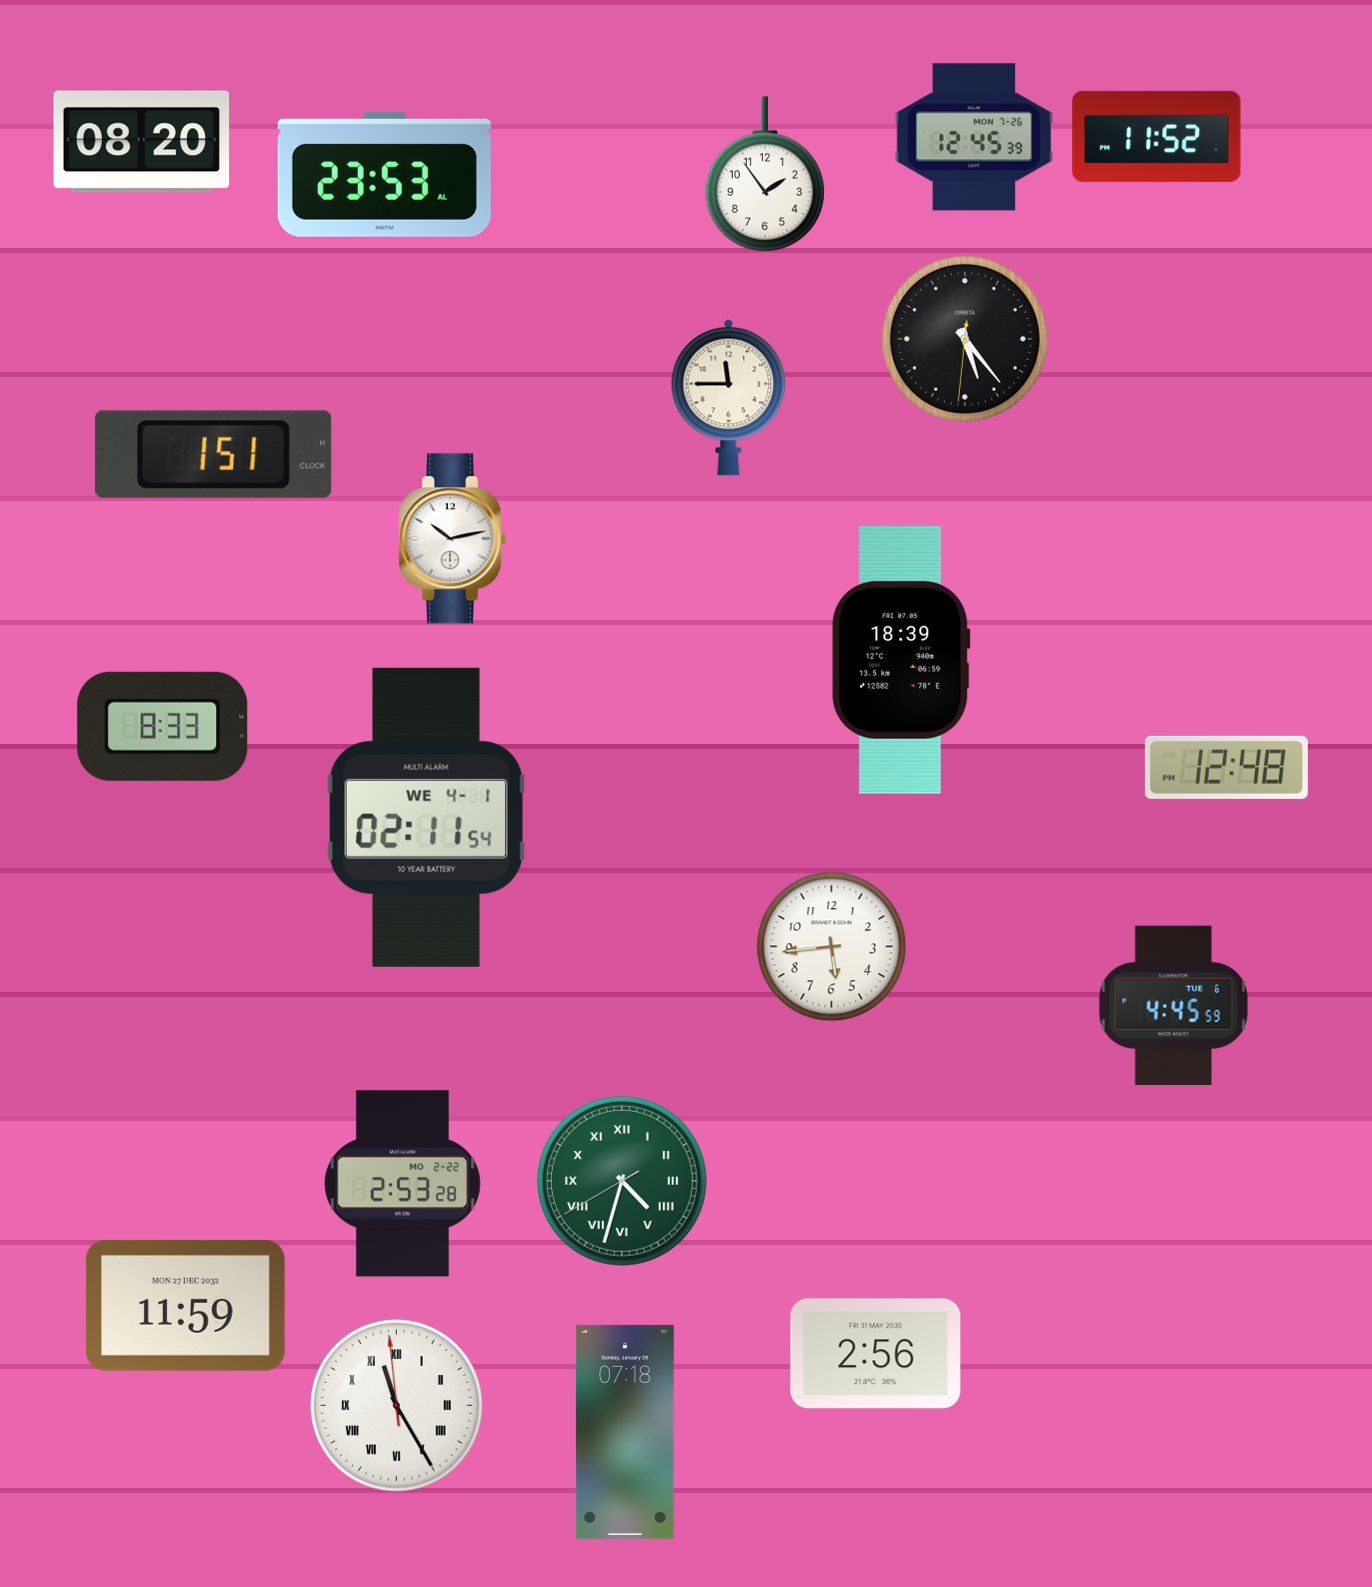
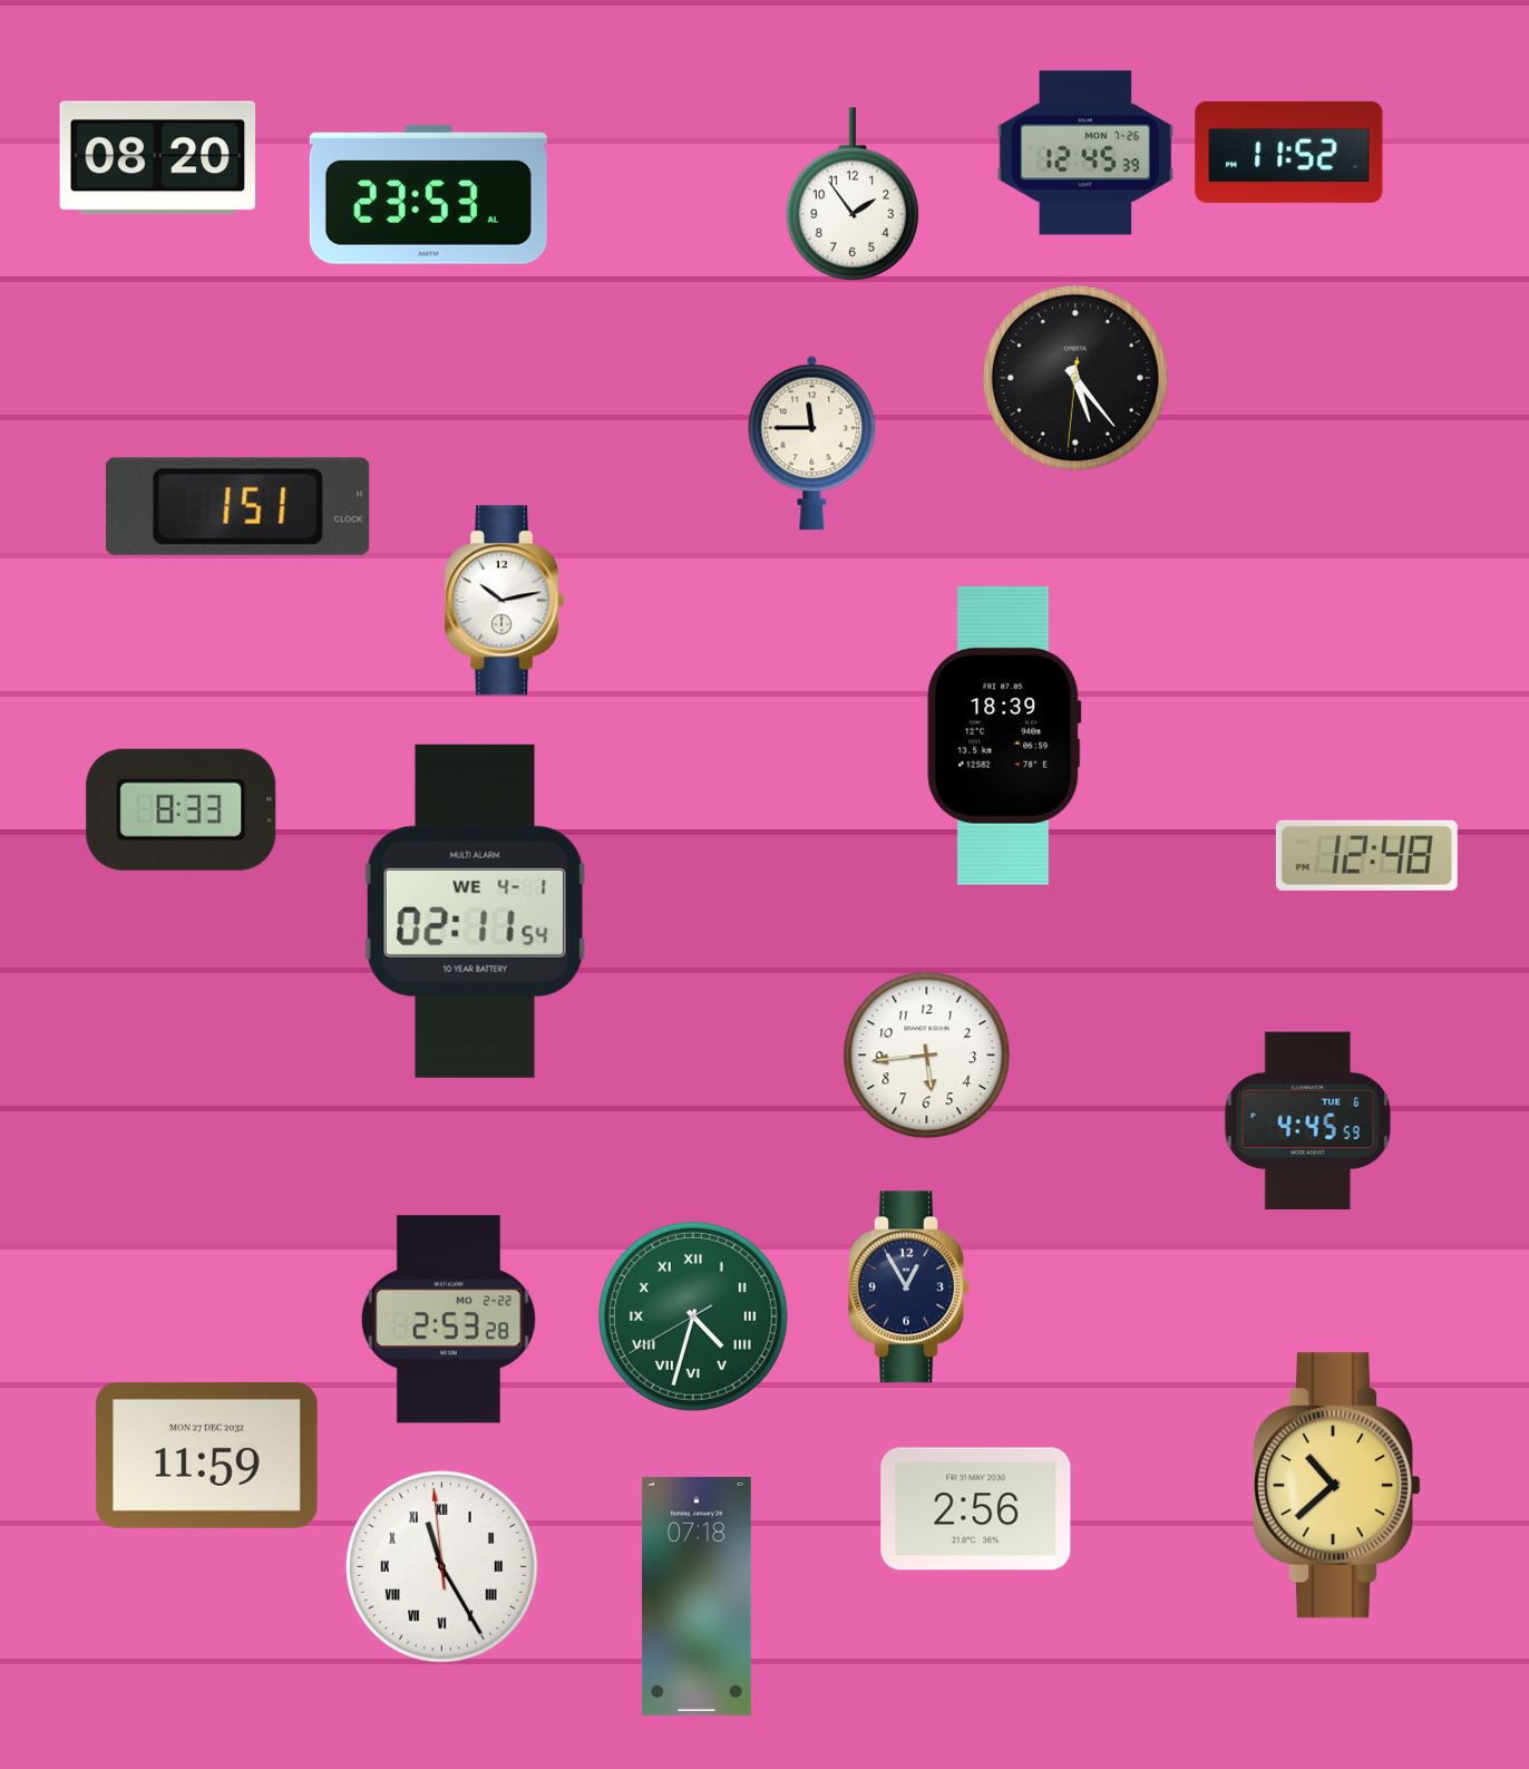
clock at (909, 1287): none -> 12:55
clock at (1338, 1486): none -> 10:38
